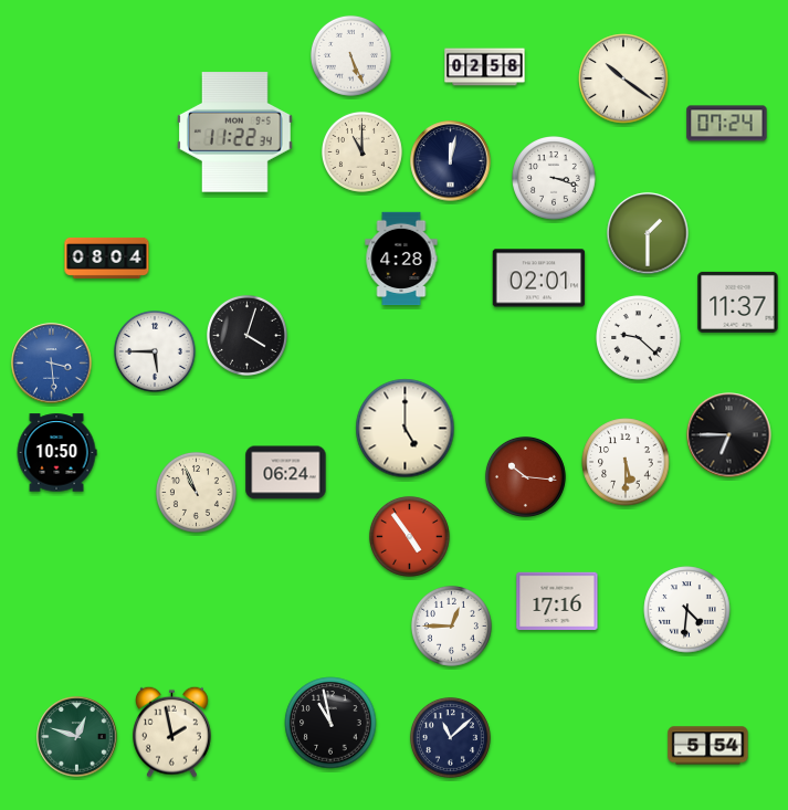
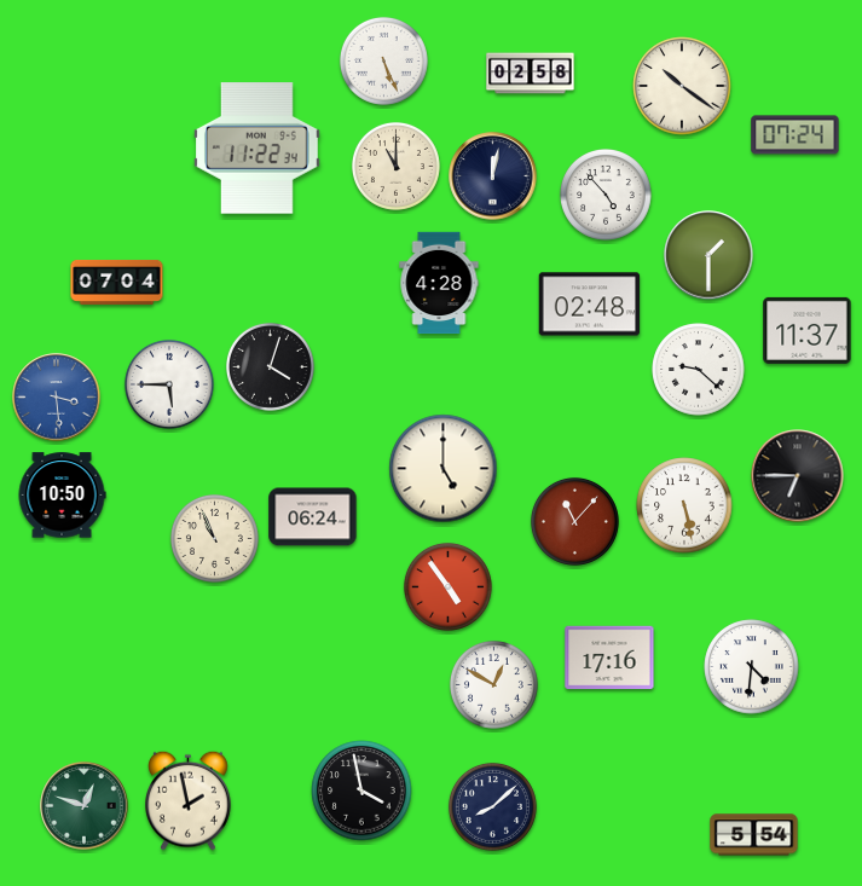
clock at (235, 133) position: (235, 133) -> (258, 149)
clock at (555, 179): 3:18 -> 4:53
clock at (107, 257): 08:04 -> 07:04
clock at (539, 278): 02:01 -> 02:48
clock at (626, 462): 5:30 -> 5:28
clock at (525, 476): 10:16 -> 11:07
clock at (451, 625): 12:45 -> 12:50
clock at (330, 723): 10:58 -> 3:58
clock at (450, 737): 11:08 -> 8:08
clock at (708, 746) position: (708, 746) -> (754, 835)
